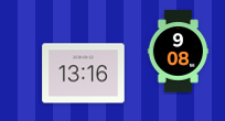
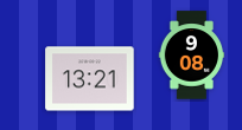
clock at (84, 74): 13:16 -> 13:21
